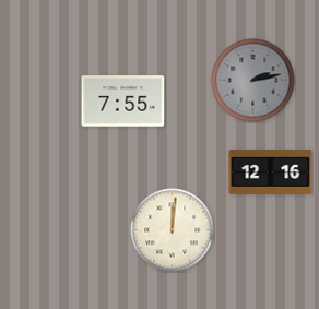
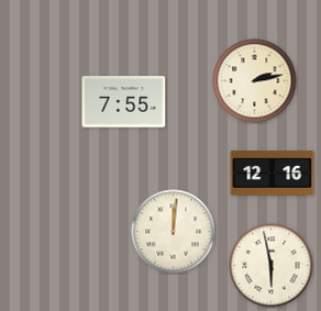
clock at (253, 81) dial: grey -> cream
clock at (272, 266): none -> 5:58
